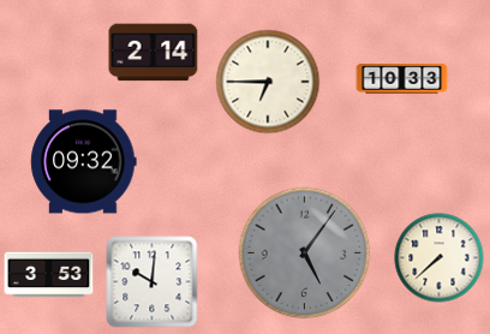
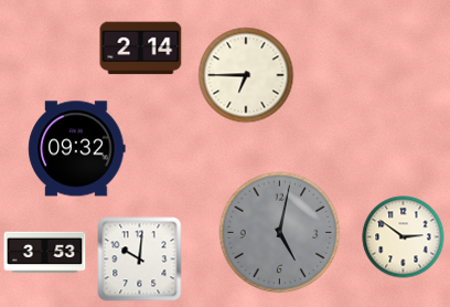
clock at (402, 79): 10:33 -> none
clock at (305, 254): 5:06 -> 5:02
clock at (440, 258): 7:38 -> 2:51
